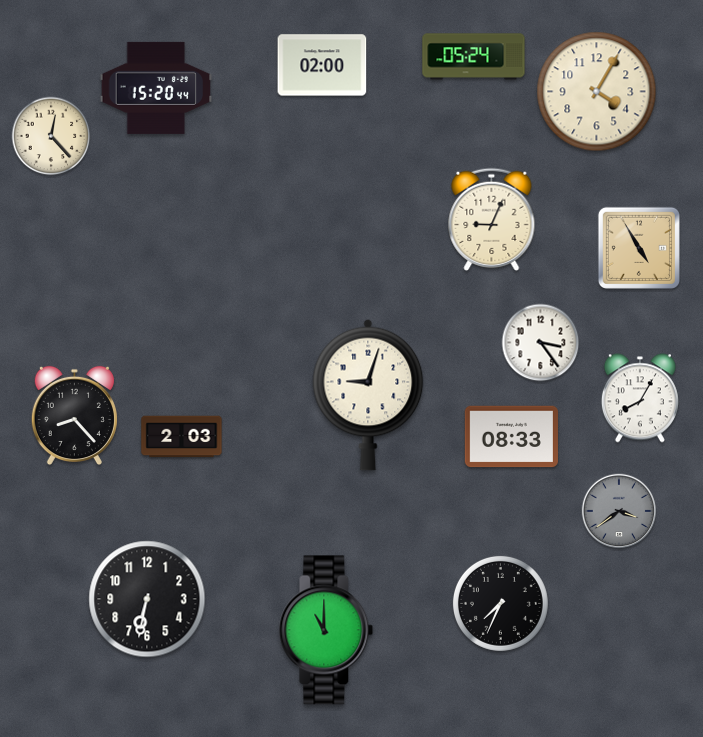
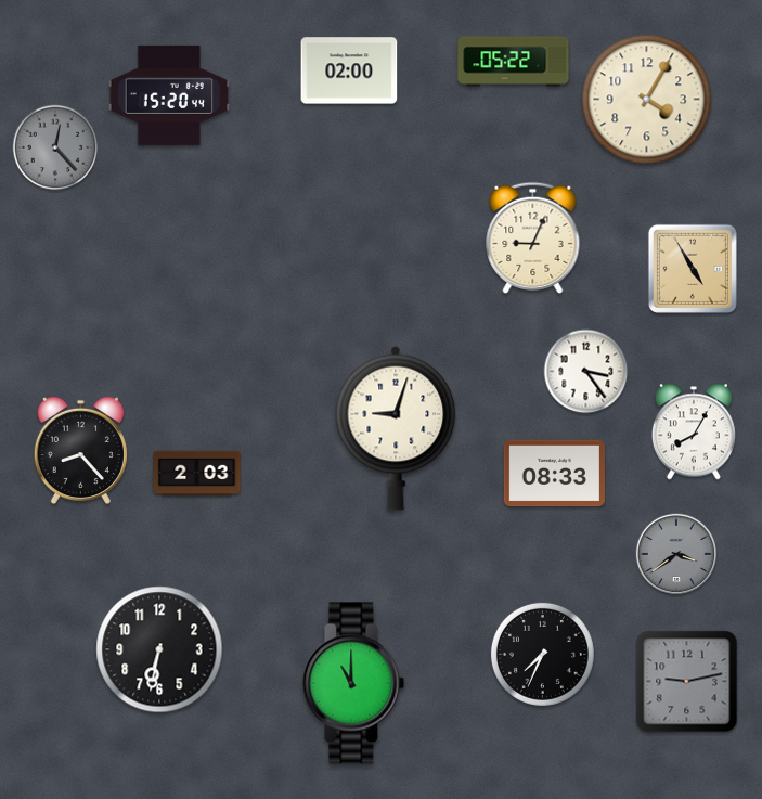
clock at (474, 57): 05:24 -> 05:22
clock at (51, 136) dial: cream -> grey
clock at (368, 395) position: (368, 395) -> (396, 428)
clock at (619, 511) position: (619, 511) -> (676, 554)
clock at (687, 682): none -> 9:13
